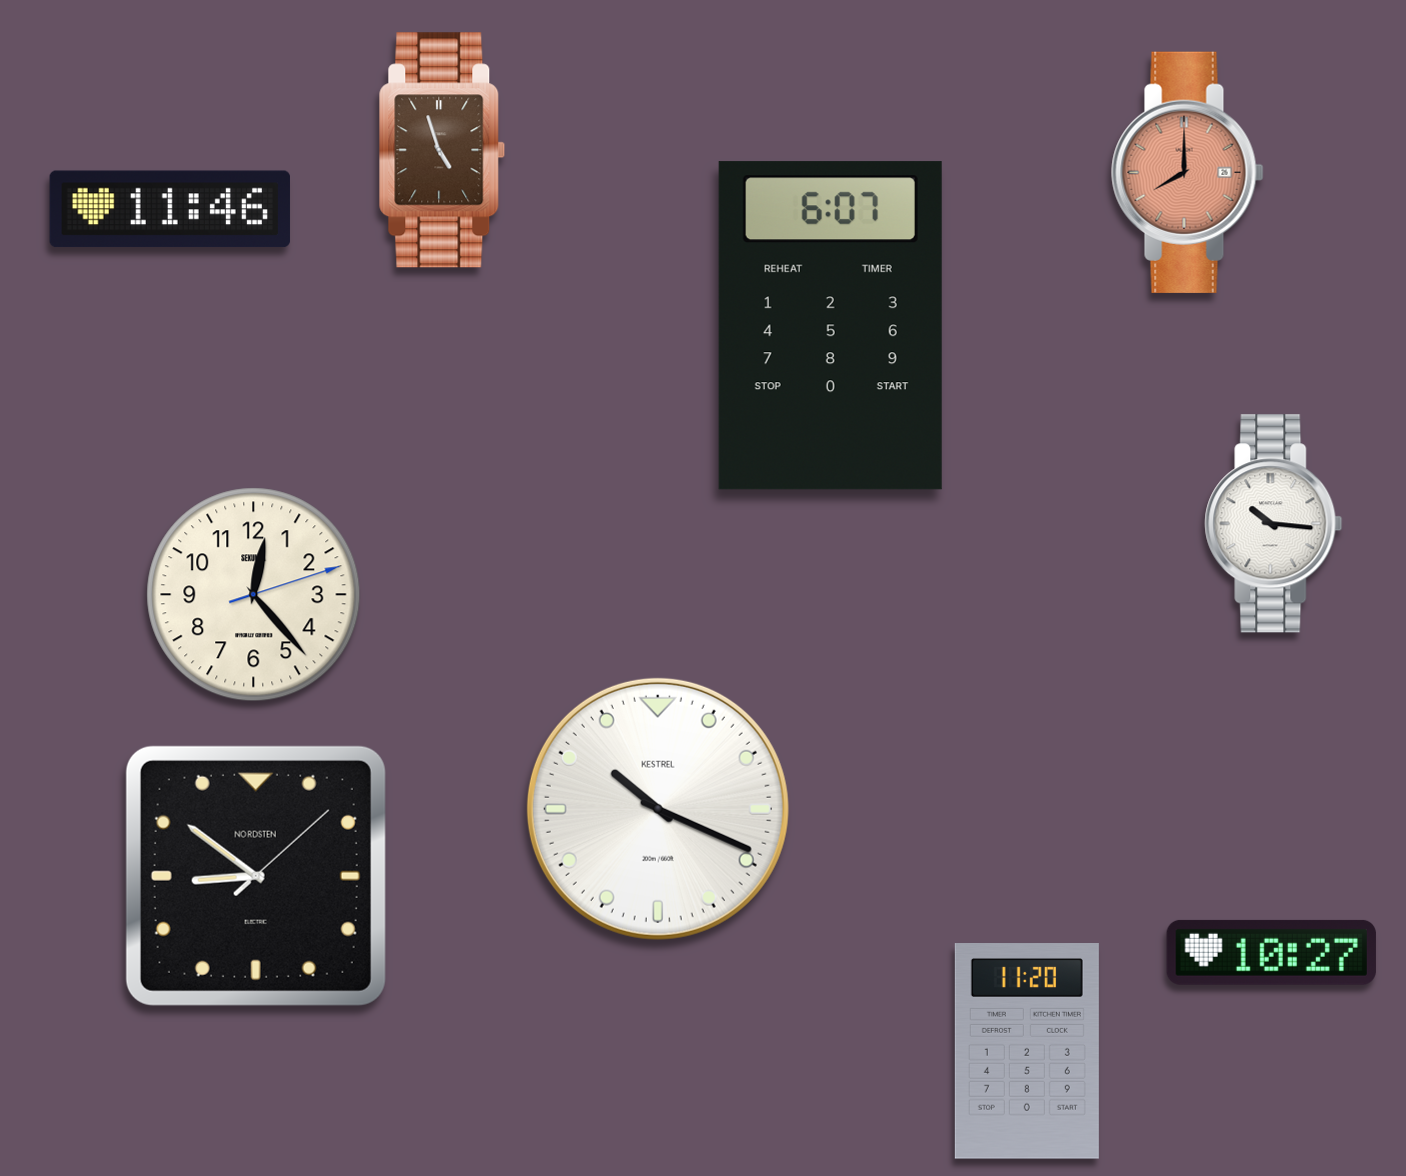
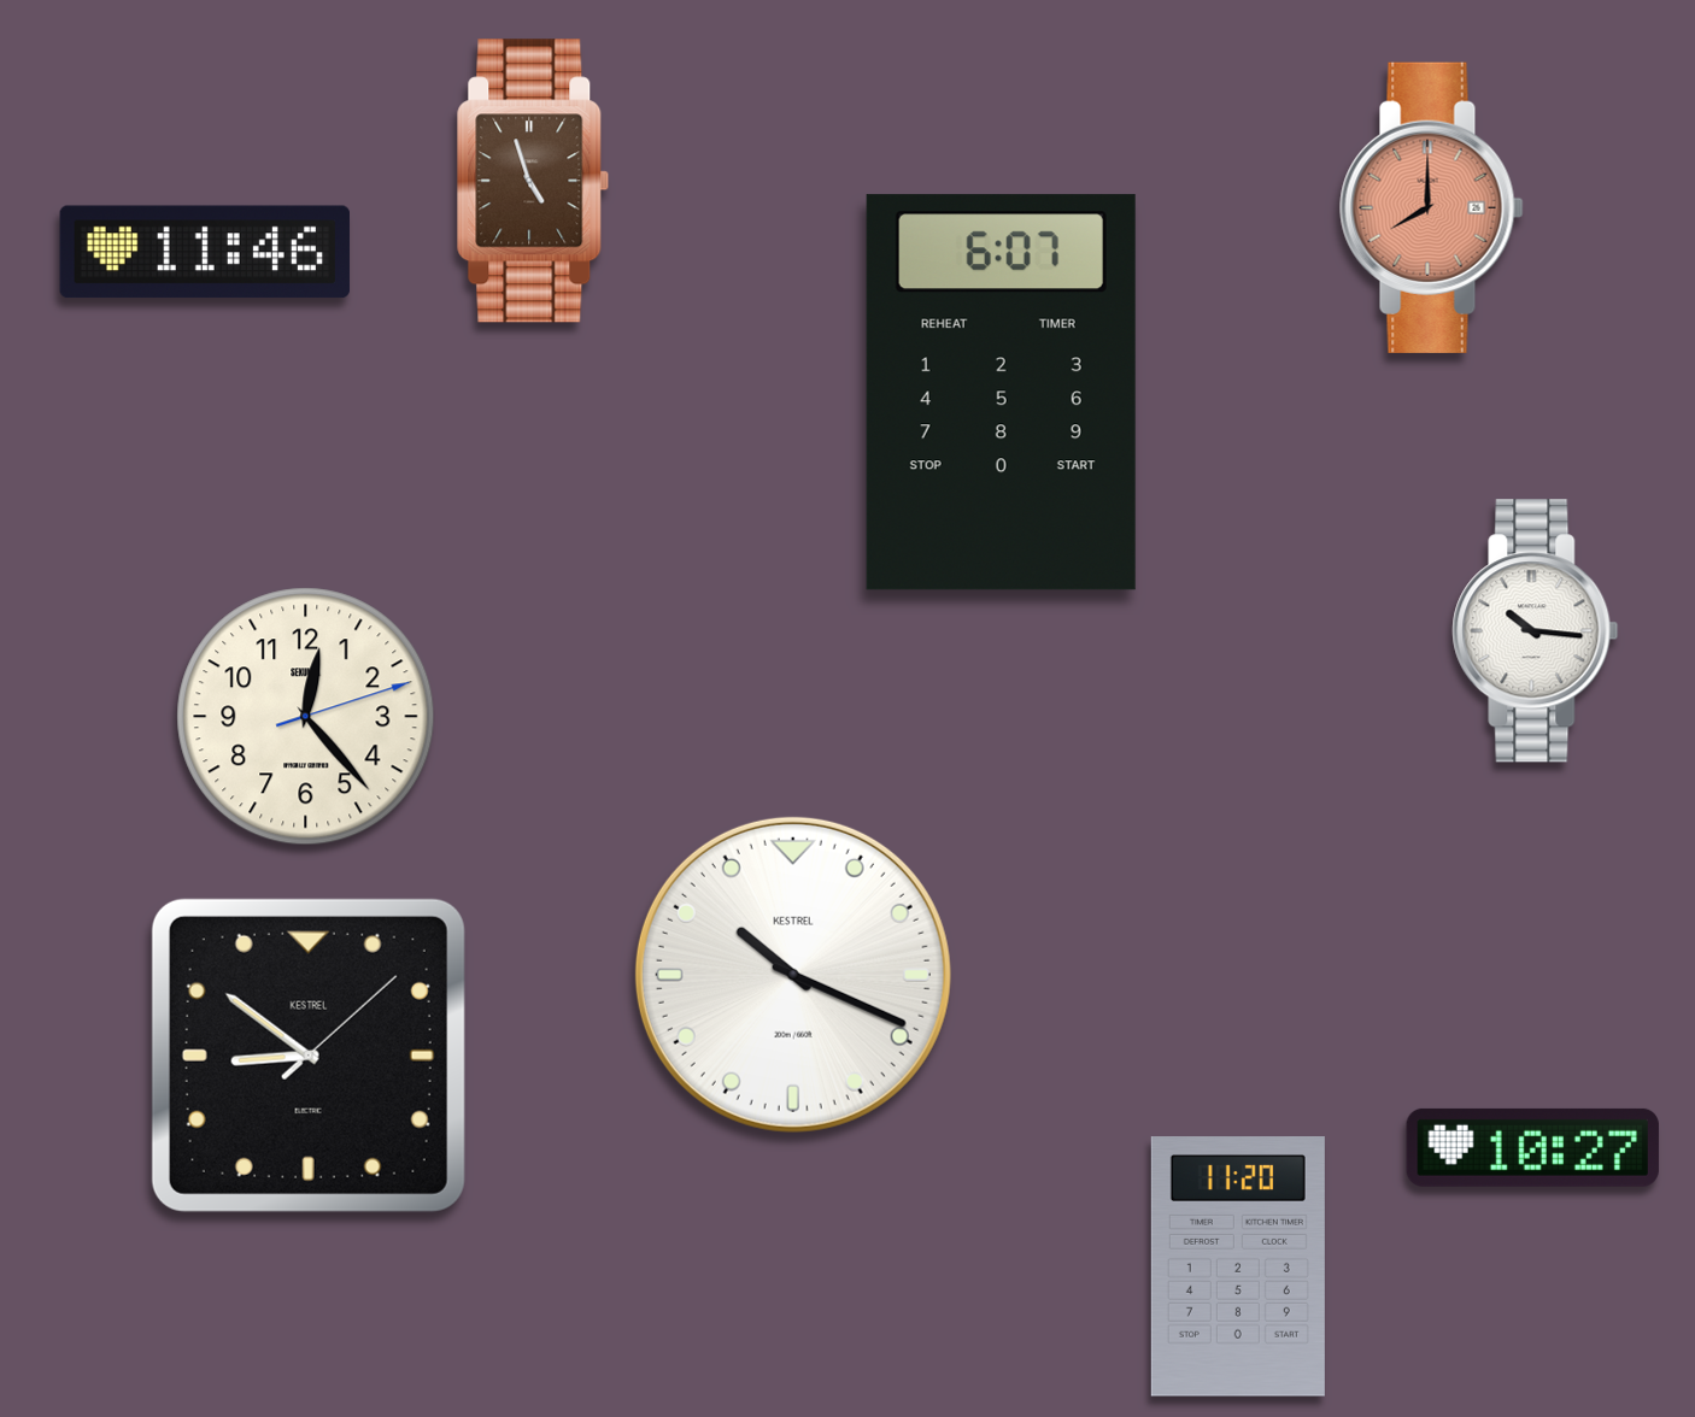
clock at (256, 876) brand: NORDSTEN -> KESTREL
